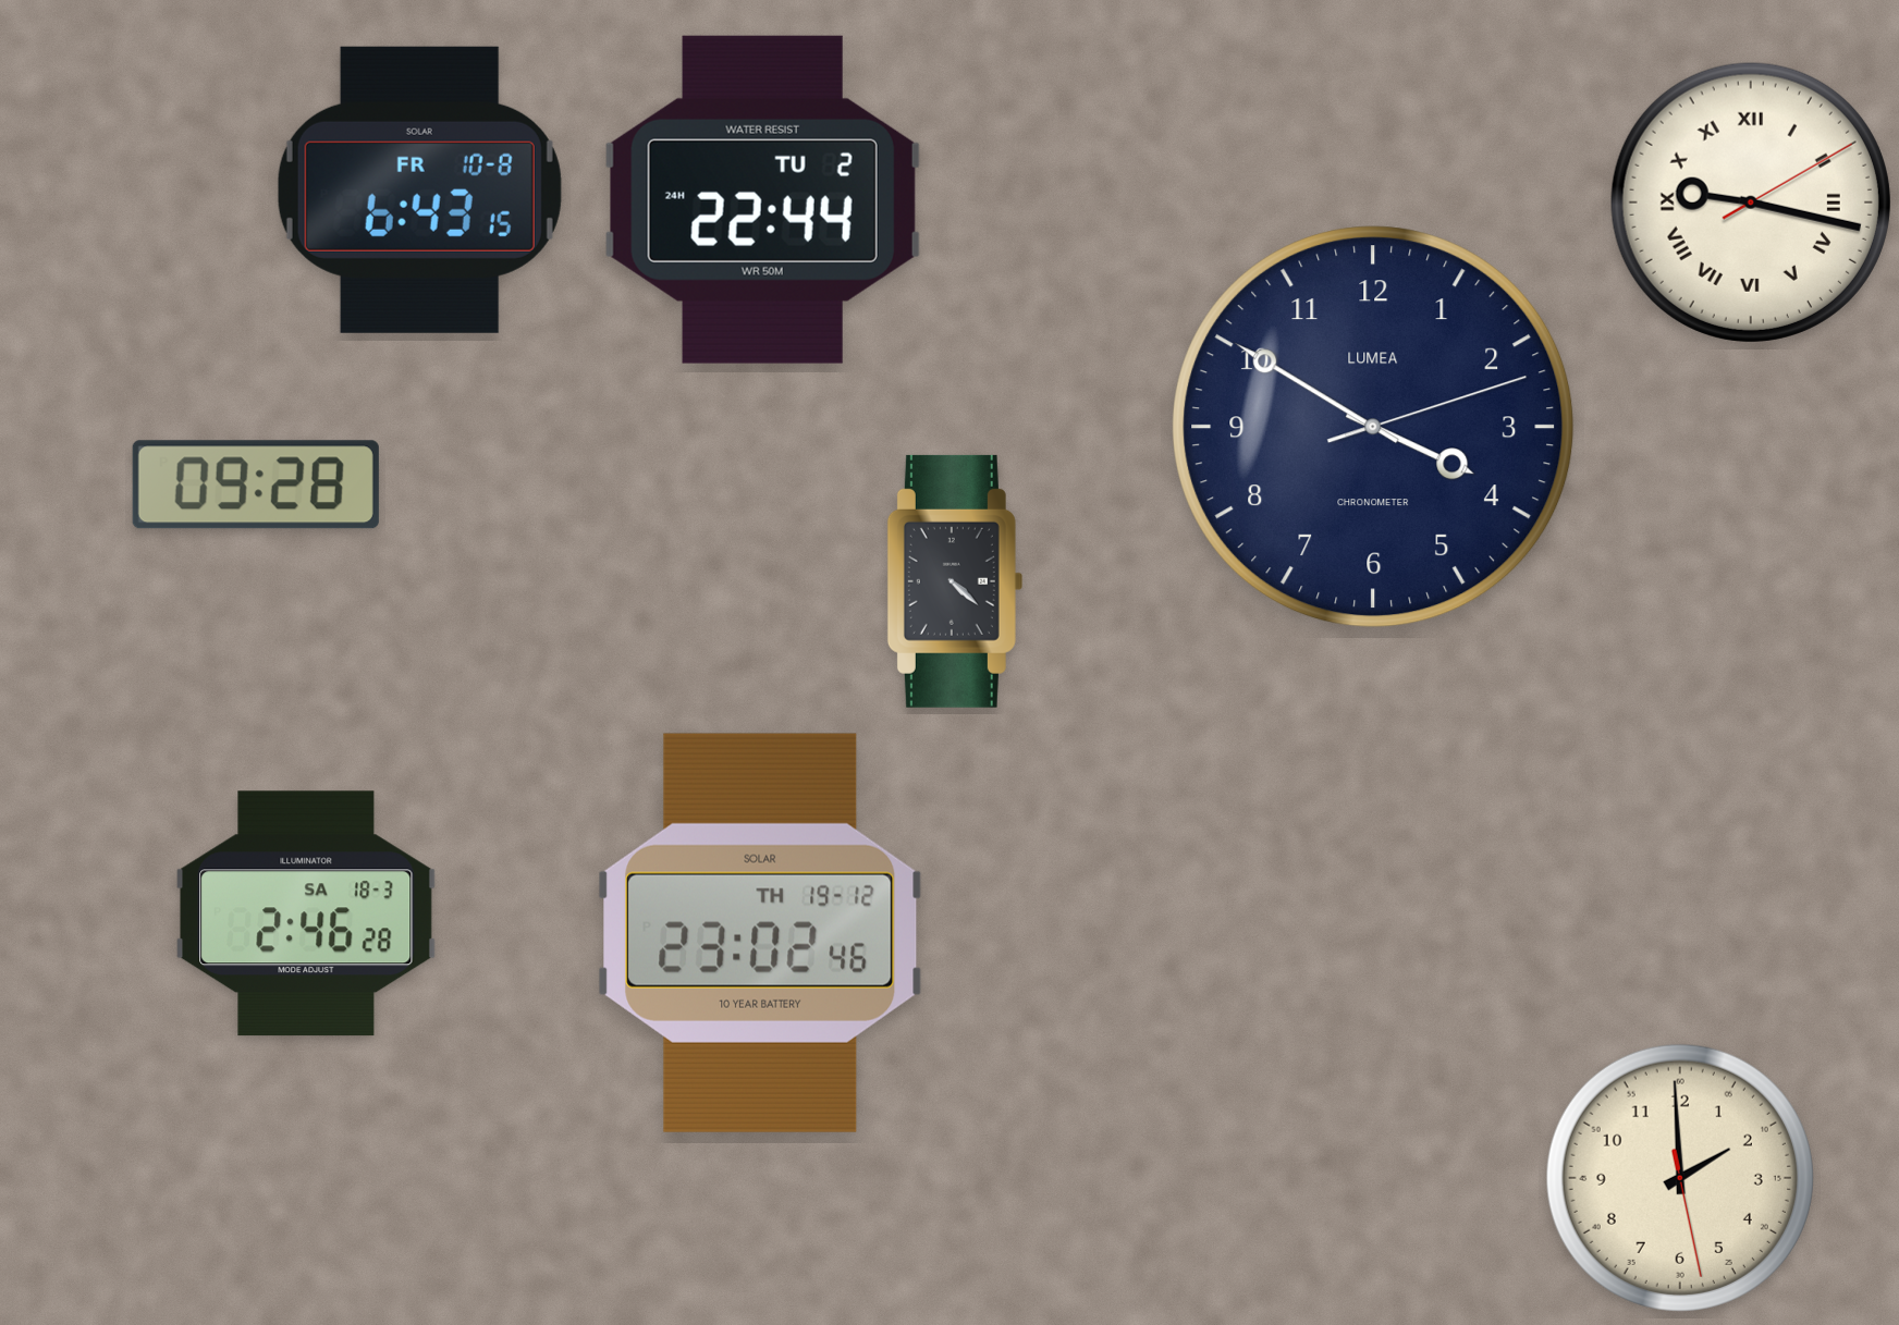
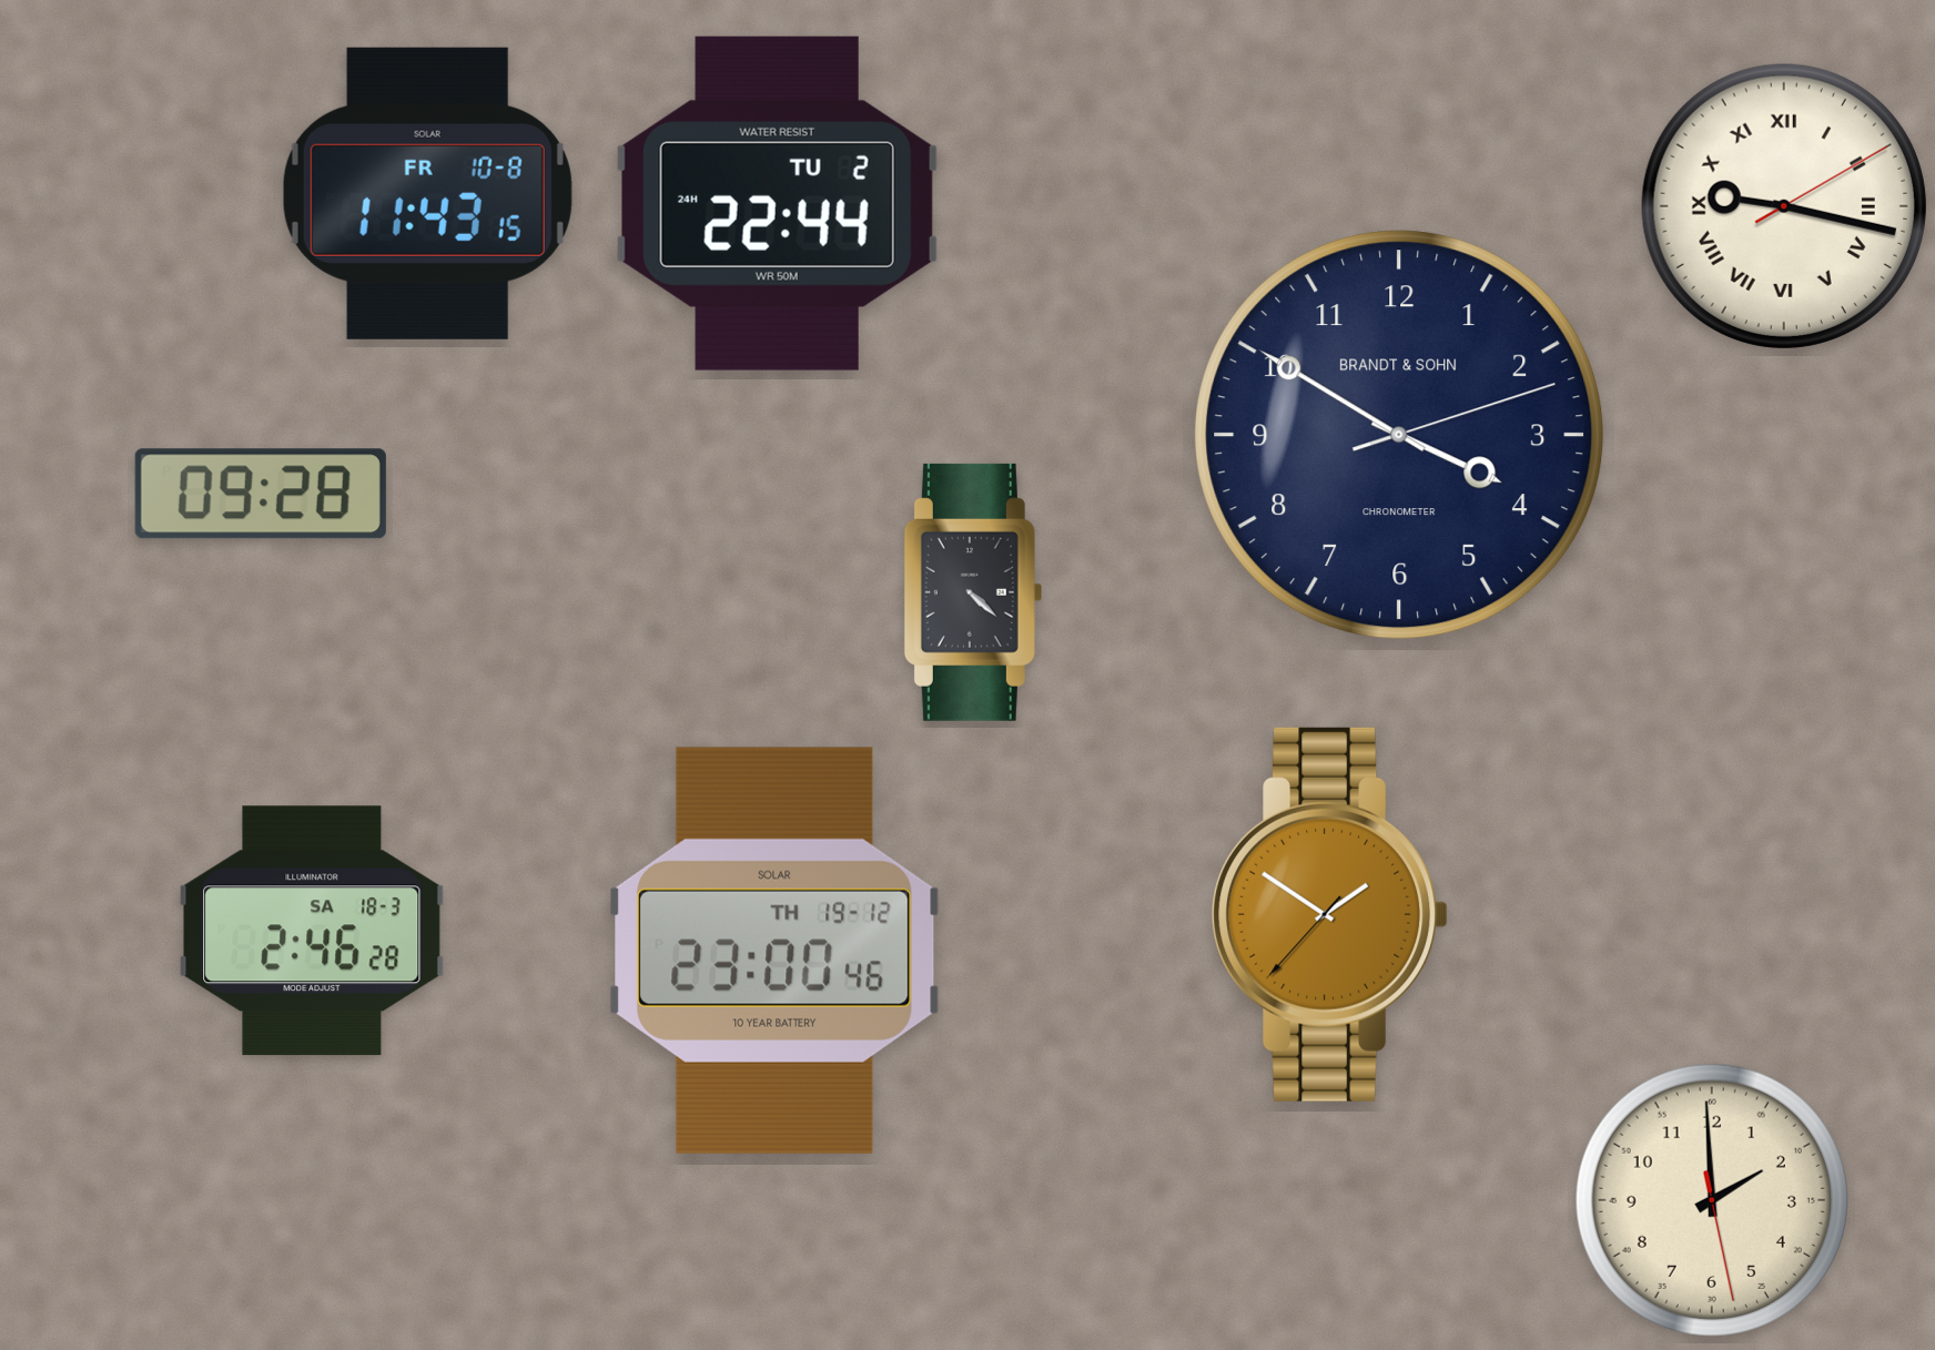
clock at (419, 189): 6:43 -> 11:43
clock at (1373, 427) brand: LUMEA -> BRANDT & SOHN
clock at (1330, 914): none -> 1:50
clock at (760, 933): 23:02 -> 23:00
